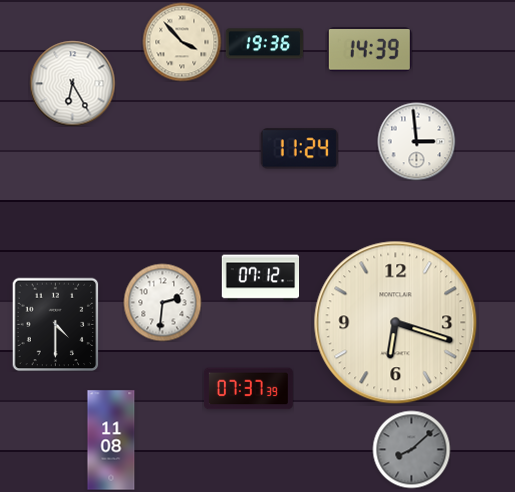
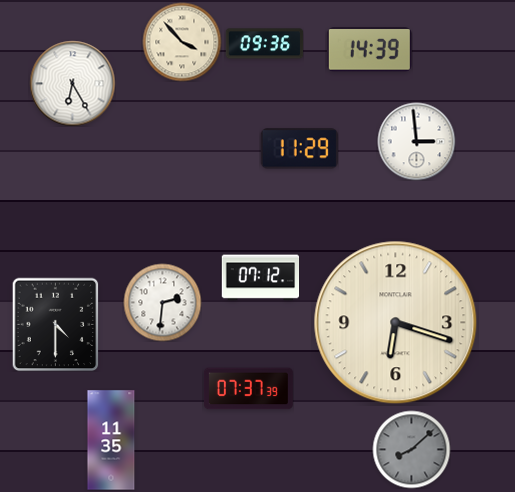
clock at (264, 44): 19:36 -> 09:36
clock at (299, 149): 11:24 -> 11:29
clock at (111, 440): 11:08 -> 11:35
